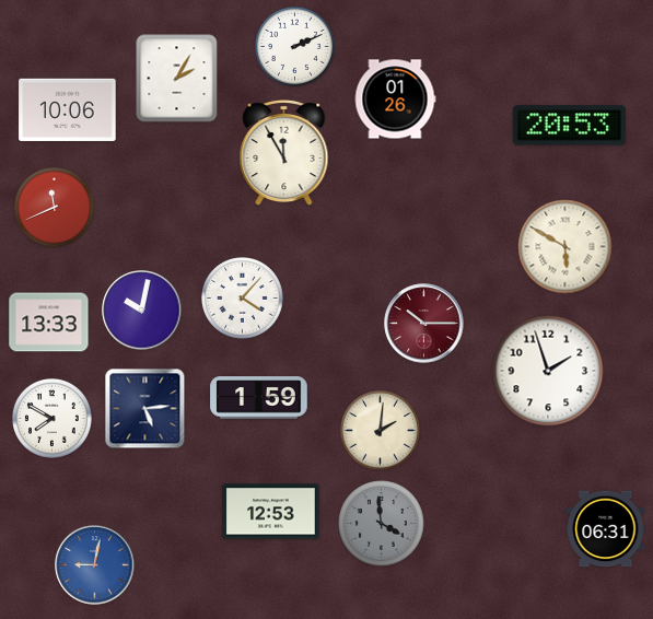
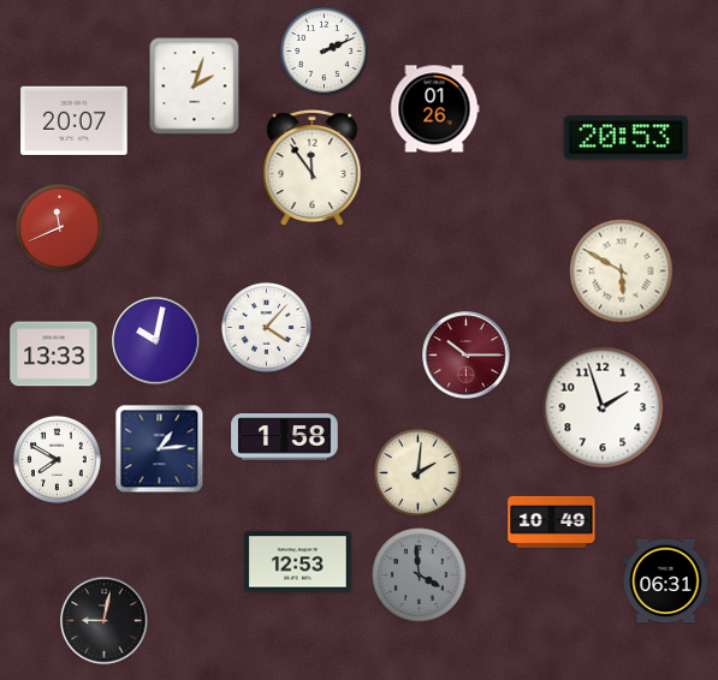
clock at (177, 79): 2:05 -> 2:03
clock at (68, 109): 10:06 -> 20:07
clock at (284, 153): 11:55 -> 11:54
clock at (259, 398): 1:59 -> 1:58
clock at (145, 409): 5:14 -> 1:14
clock at (552, 521): none -> 10:49
clock at (95, 565) dial: blue -> black
